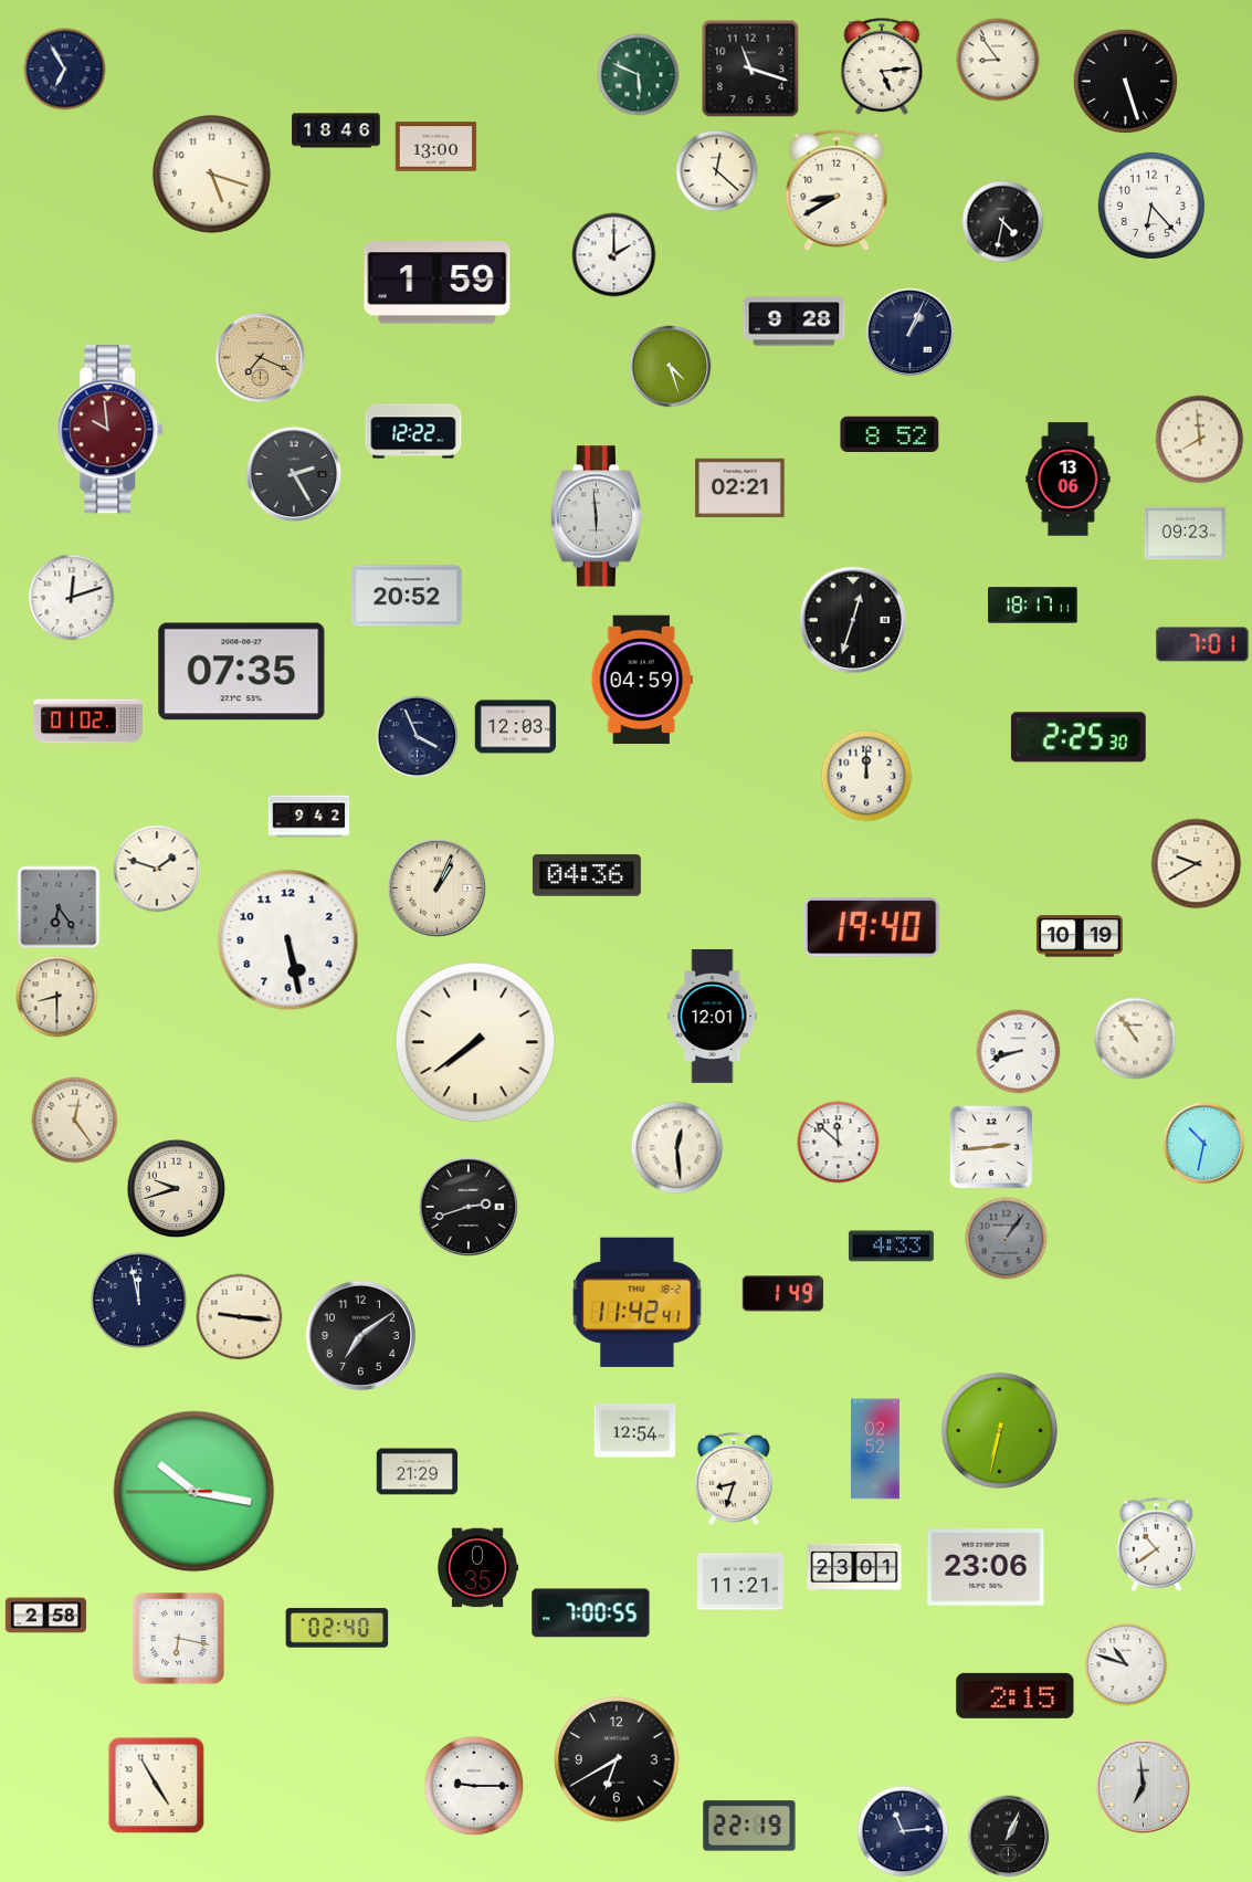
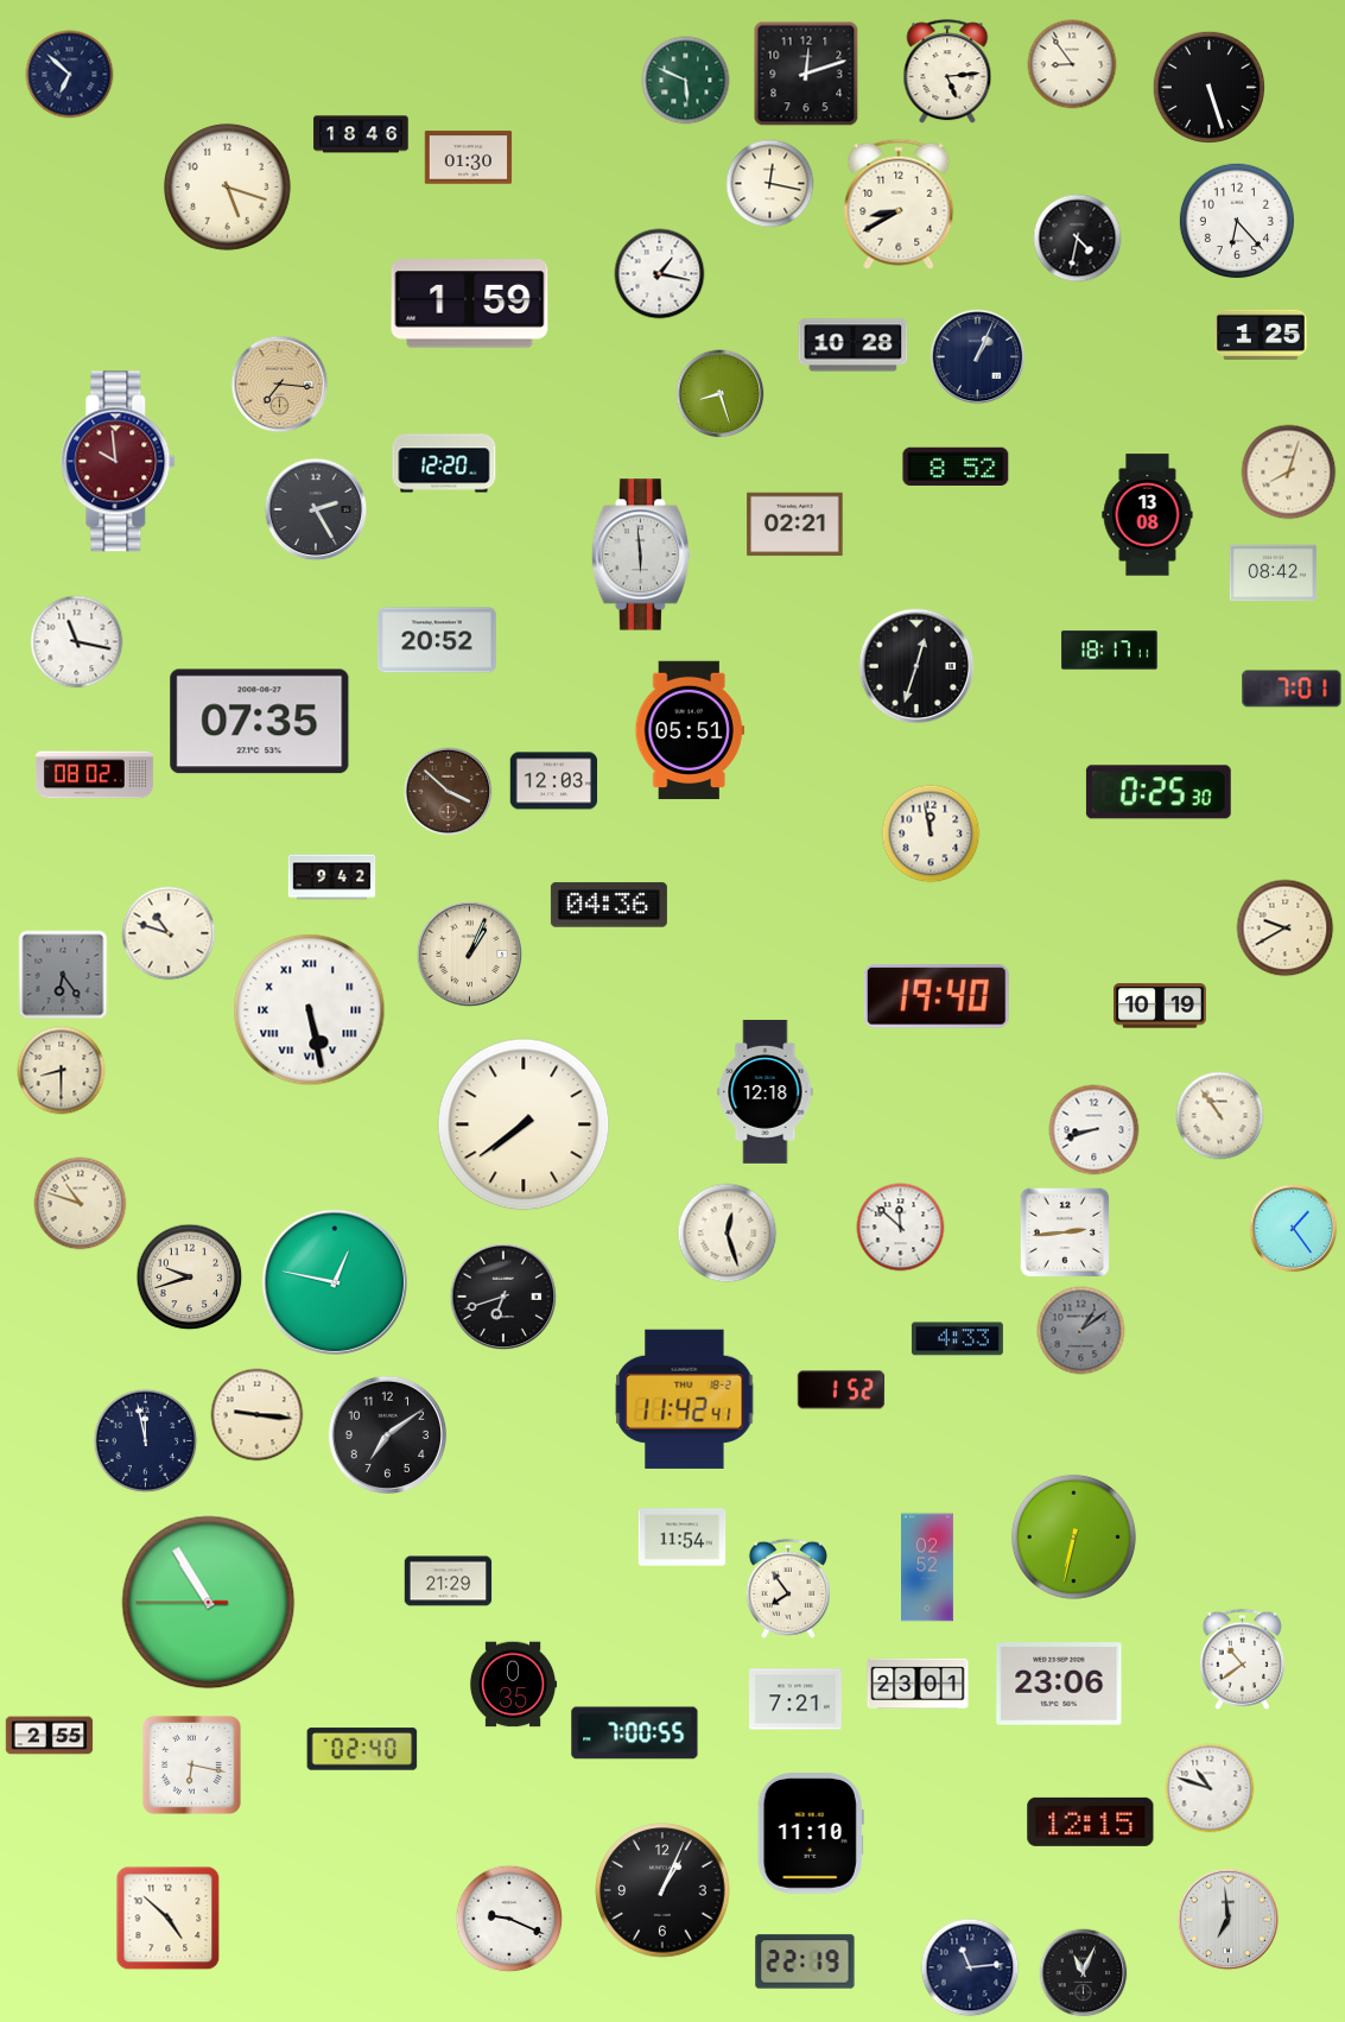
clock at (750, 69): 11:18 -> 12:12
clock at (65, 70): 6:55 -> 6:52
clock at (336, 130) position: (336, 130) -> (361, 134)
clock at (436, 147): 13:00 -> 01:30
clock at (717, 171): 12:22 -> 12:17
clock at (614, 255): 2:00 -> 1:17
clock at (1262, 335): none -> 1:25
clock at (795, 322): 9:28 -> 10:28
clock at (261, 358): 7:19 -> 7:16
clock at (671, 367): 4:27 -> 8:27
clock at (413, 431): 12:22 -> 12:20
clock at (1200, 440): 7:59 -> 8:03
clock at (1069, 480): 13:06 -> 13:08
clock at (1186, 534): 09:23 -> 08:42
clock at (72, 598): 12:12 -> 11:17
clock at (1202, 644) position: (1202, 644) -> (1292, 689)
clock at (642, 680): 04:59 -> 05:51
clock at (87, 722): 01:02 -> 08:02
clock at (418, 737): 3:56 -> 3:52
clock at (418, 737) dial: navy -> brown
clock at (1079, 737): 2:25 -> 0:25
clock at (866, 776): 12:00 -> 11:58
clock at (157, 869): 1:48 -> 10:48
clock at (587, 875) position: (587, 875) -> (609, 905)
clock at (288, 940) numerals: Arabic -> Roman
clock at (713, 1016): 12:01 -> 12:18
clock at (475, 1042) position: (475, 1042) -> (524, 1124)
clock at (75, 1121): 12:24 -> 10:48
clock at (1204, 1144): 10:32 -> 1:24
clock at (677, 1148): 12:29 -> 12:27
clock at (335, 1282): none -> 12:47
clock at (469, 1207): 2:42 -> 6:42
clock at (1007, 1239): 1:06 -> 1:09
clock at (783, 1294): 1:49 -> 1:52
clock at (139, 1301) position: (139, 1301) -> (146, 1441)
clock at (635, 1431): 12:54 -> 11:54
clock at (876, 1449) position: (876, 1449) -> (928, 1567)
clock at (734, 1479): 8:33 -> 7:54
clock at (194, 1492): 10:16 -> 10:54
clock at (741, 1581): 11:21 -> 7:21
clock at (46, 1616): 2:58 -> 2:55
clock at (179, 1639) position: (179, 1639) -> (192, 1766)
clock at (1016, 1695): 2:15 -> 12:15
clock at (811, 1833): none -> 11:10
clock at (617, 1759): 6:40 -> 1:04
clock at (157, 1786): 4:55 -> 4:52
clock at (474, 1786): 9:15 -> 9:19
clock at (1009, 1837): 1:04 -> 11:04
